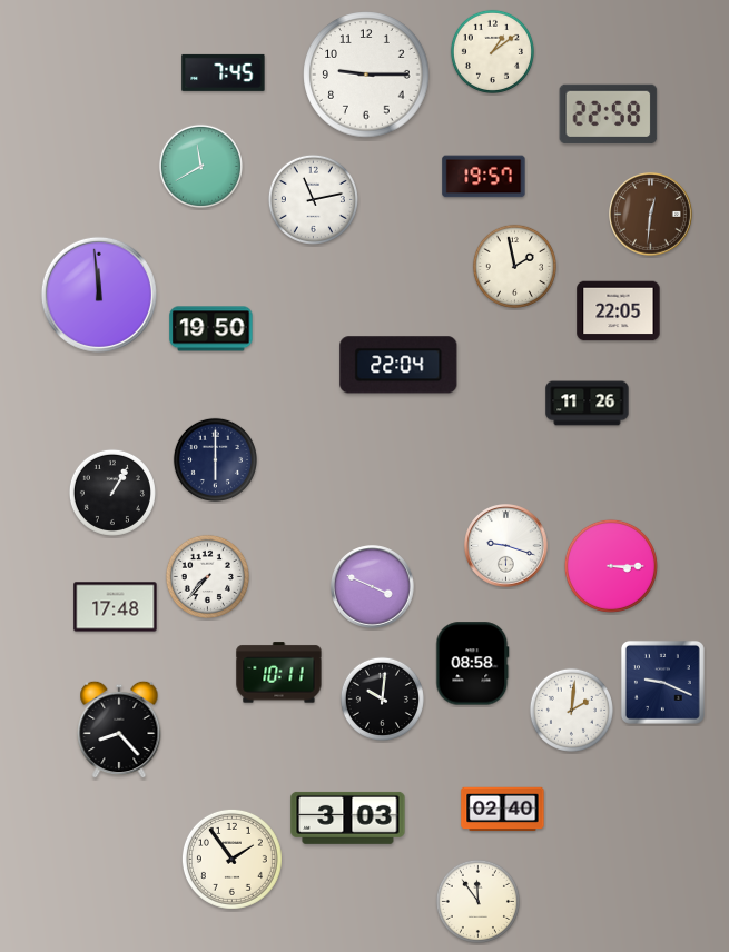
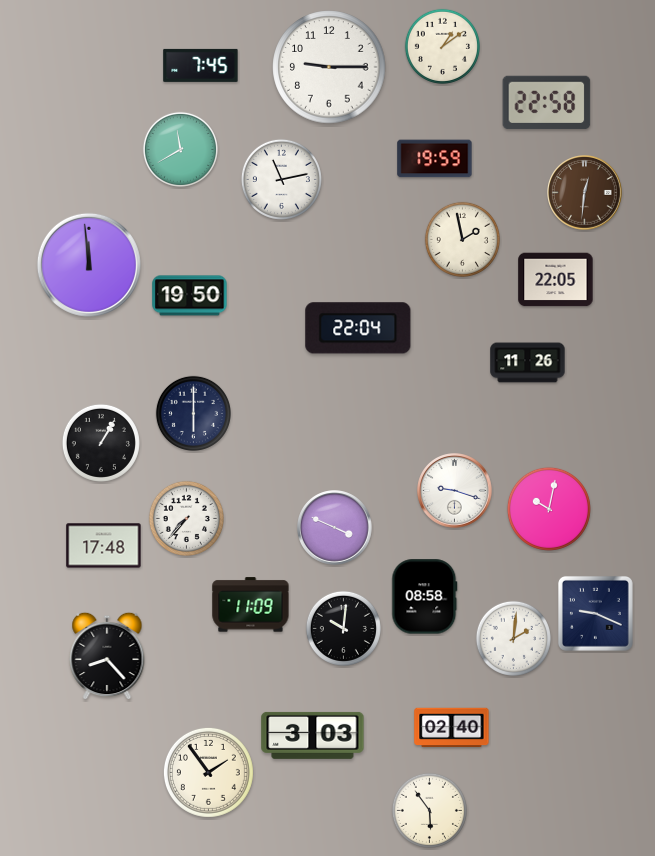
clock at (484, 177): 19:57 -> 19:59
clock at (611, 566): 3:15 -> 10:02
clock at (279, 673): 10:11 -> 11:09
clock at (477, 901): 11:54 -> 5:54
